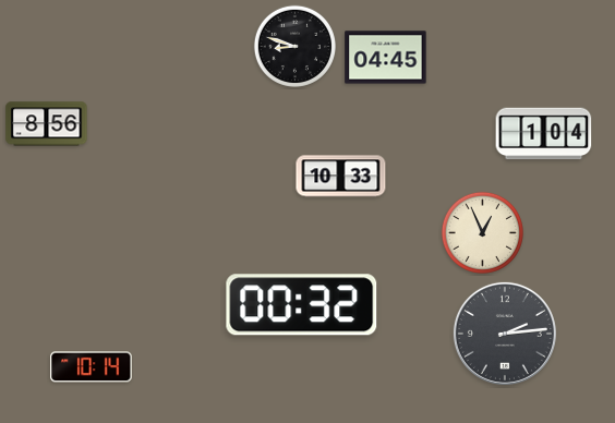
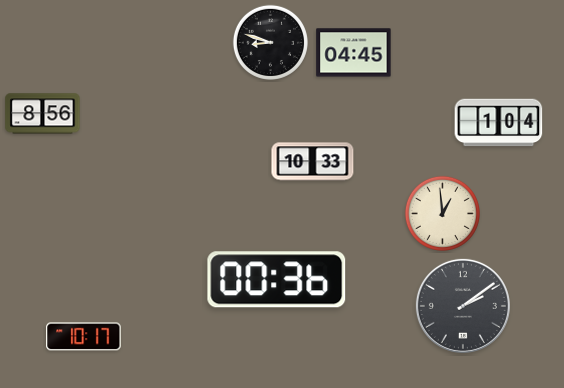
clock at (482, 232): 12:56 -> 12:59
clock at (302, 305): 00:32 -> 00:36
clock at (505, 334): 2:14 -> 2:09
clock at (92, 367): 10:14 -> 10:17
